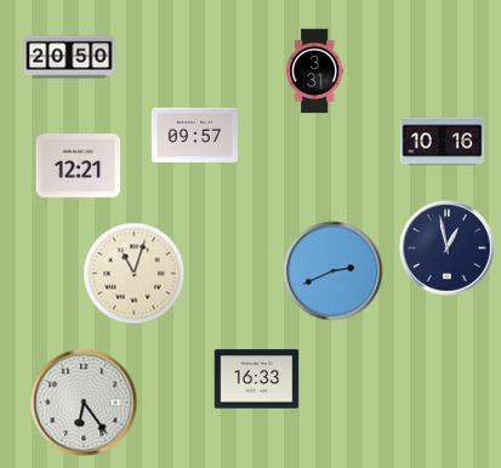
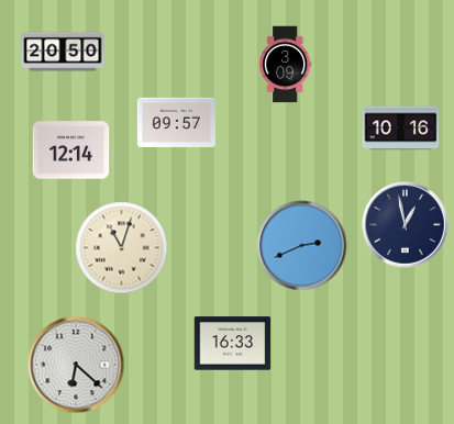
clock at (315, 72): 3:31 -> 3:09
clock at (79, 166): 12:21 -> 12:14
clock at (84, 403): 6:24 -> 6:22
